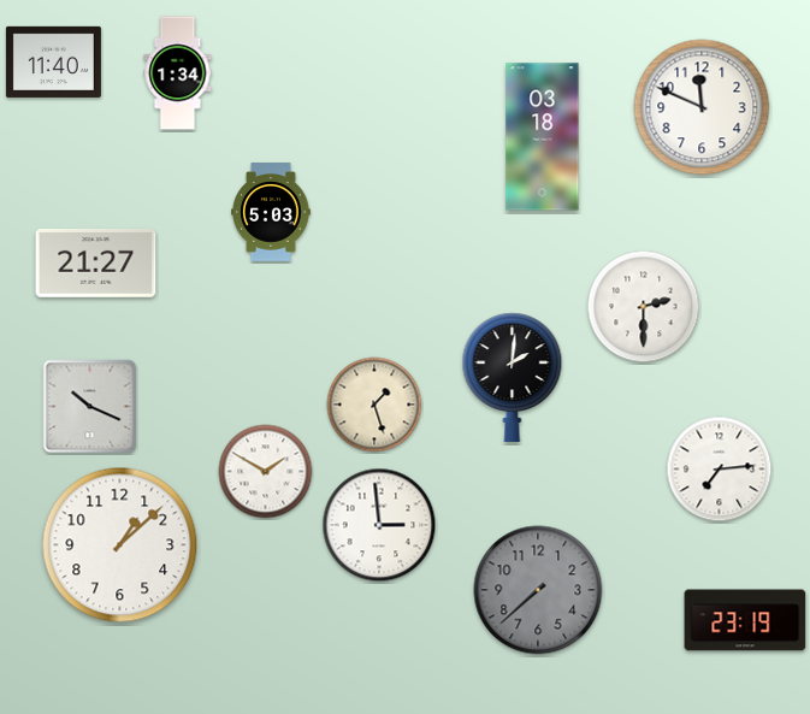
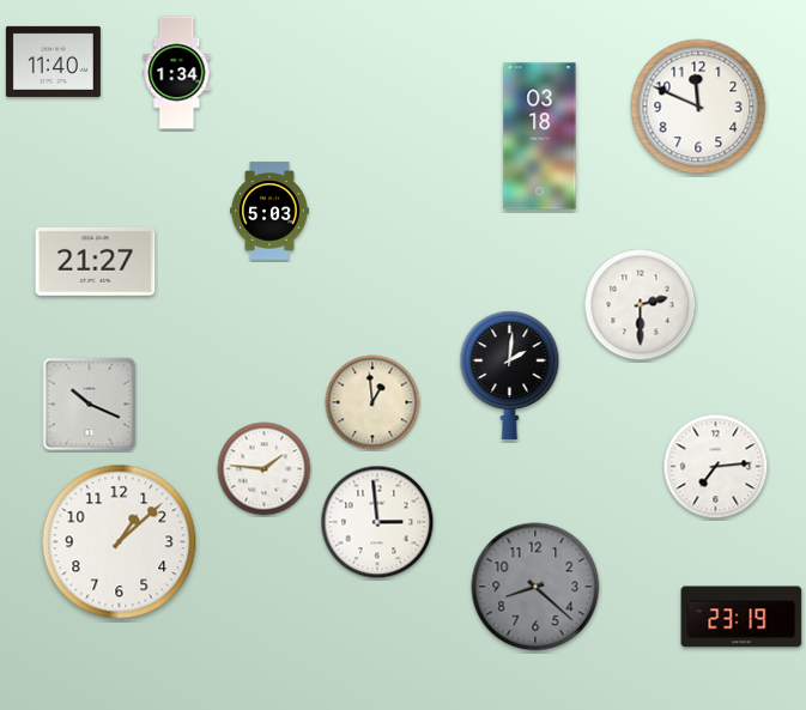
clock at (374, 405): 1:27 -> 12:59
clock at (266, 472): 1:50 -> 1:46
clock at (538, 590): 7:38 -> 8:22
